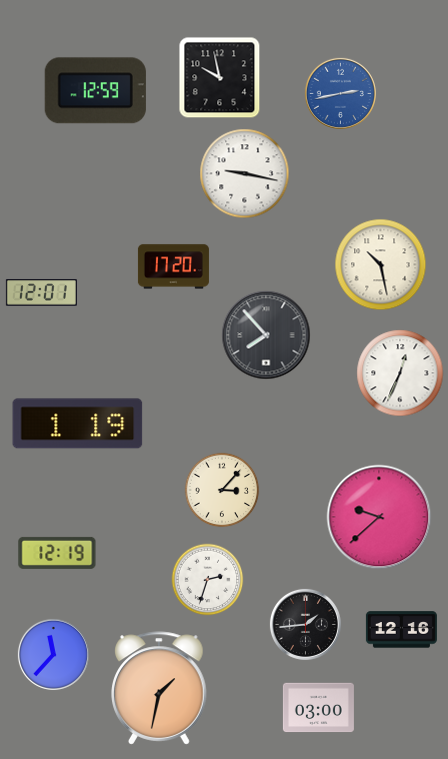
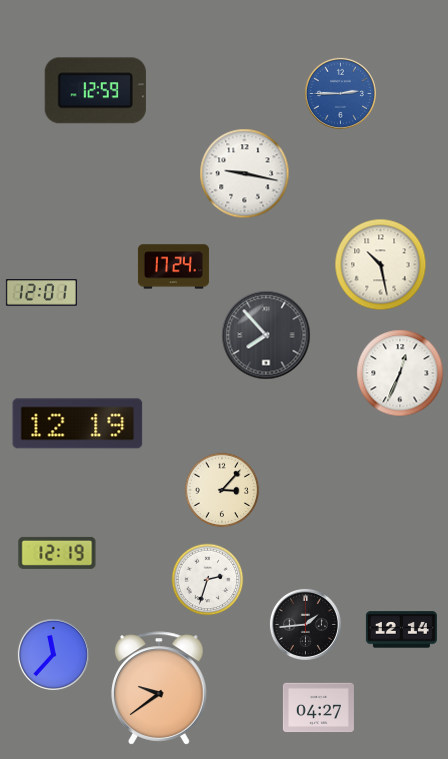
clock at (220, 78): 9:58 -> none
clock at (340, 93): 2:43 -> 2:45
clock at (173, 267): 17:20 -> 17:24
clock at (78, 424): 1:19 -> 12:19
clock at (379, 517): 9:38 -> none
clock at (401, 630): 12:16 -> 12:14
clock at (160, 688): 1:32 -> 9:39
clock at (318, 708): 03:00 -> 04:27
